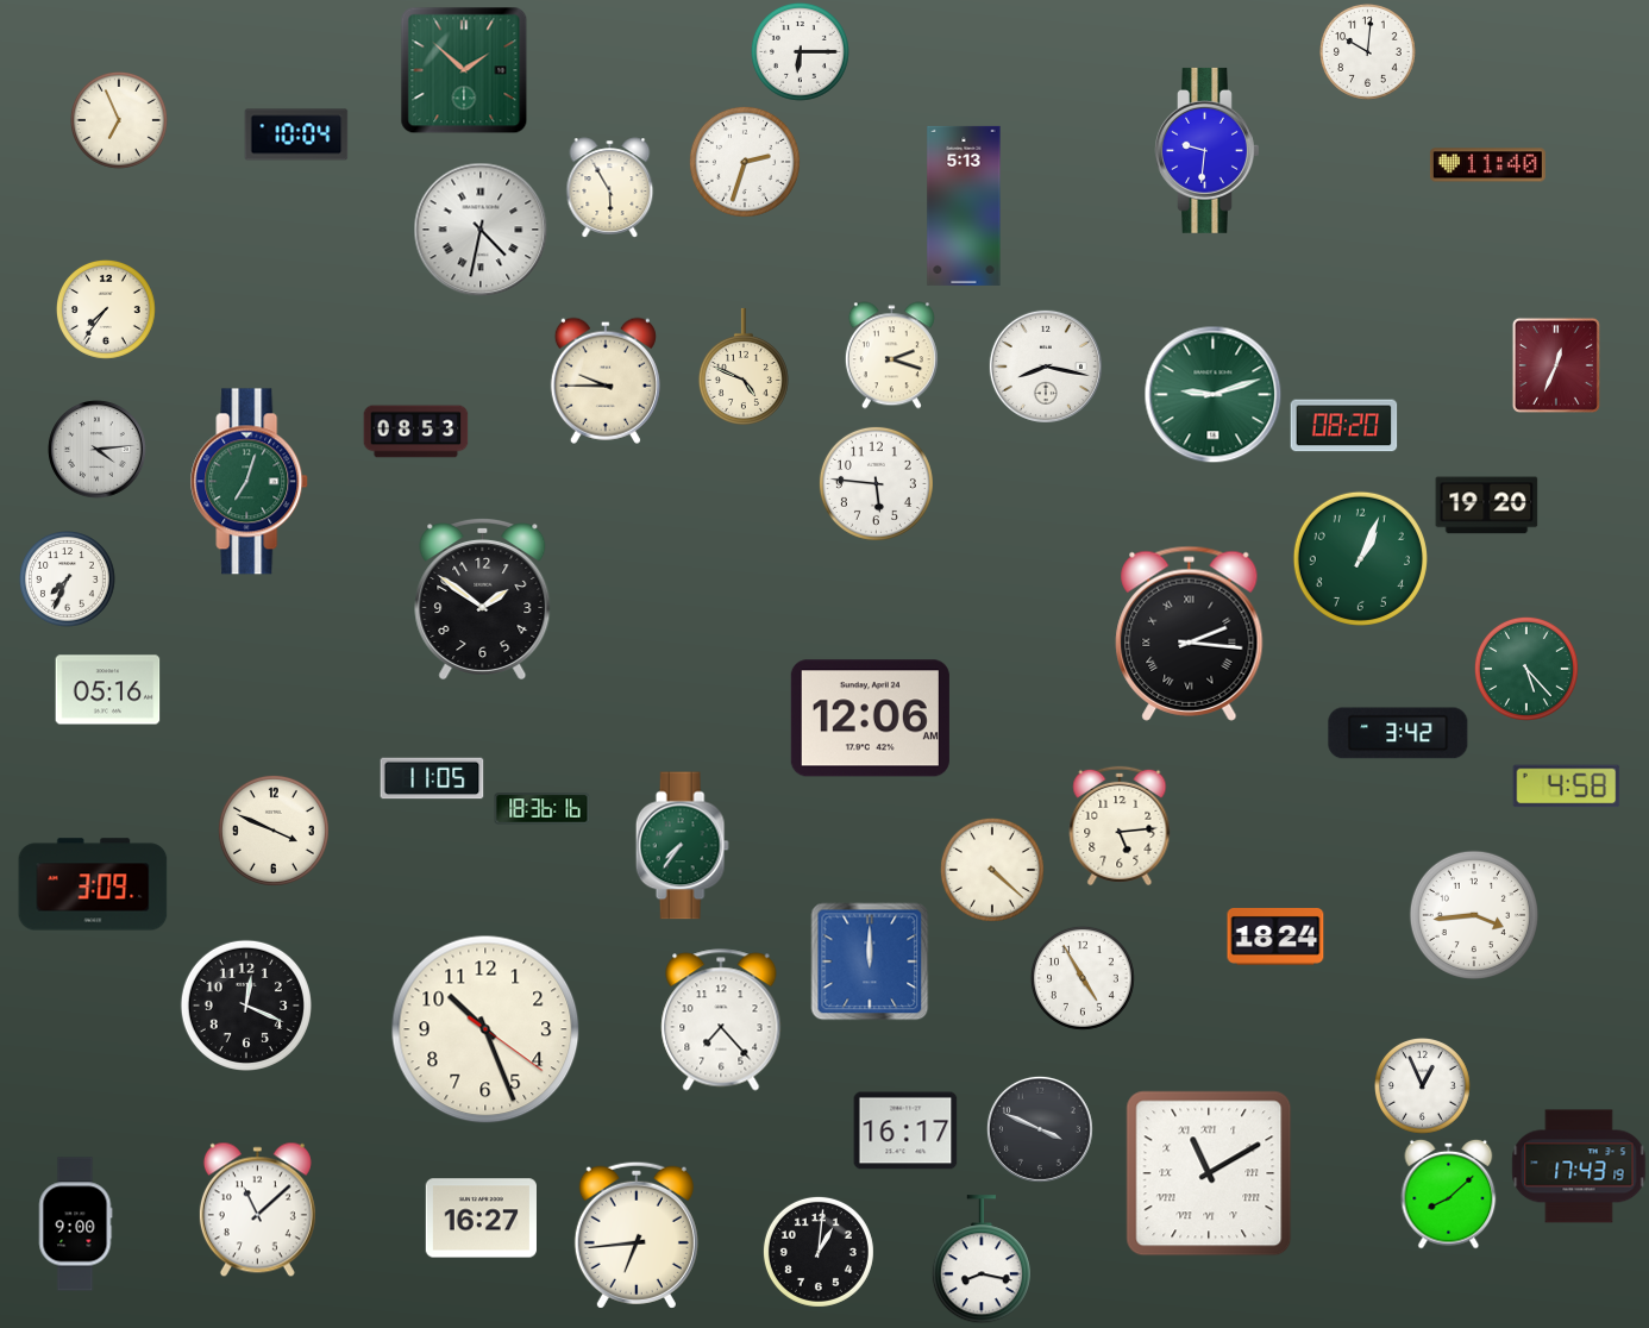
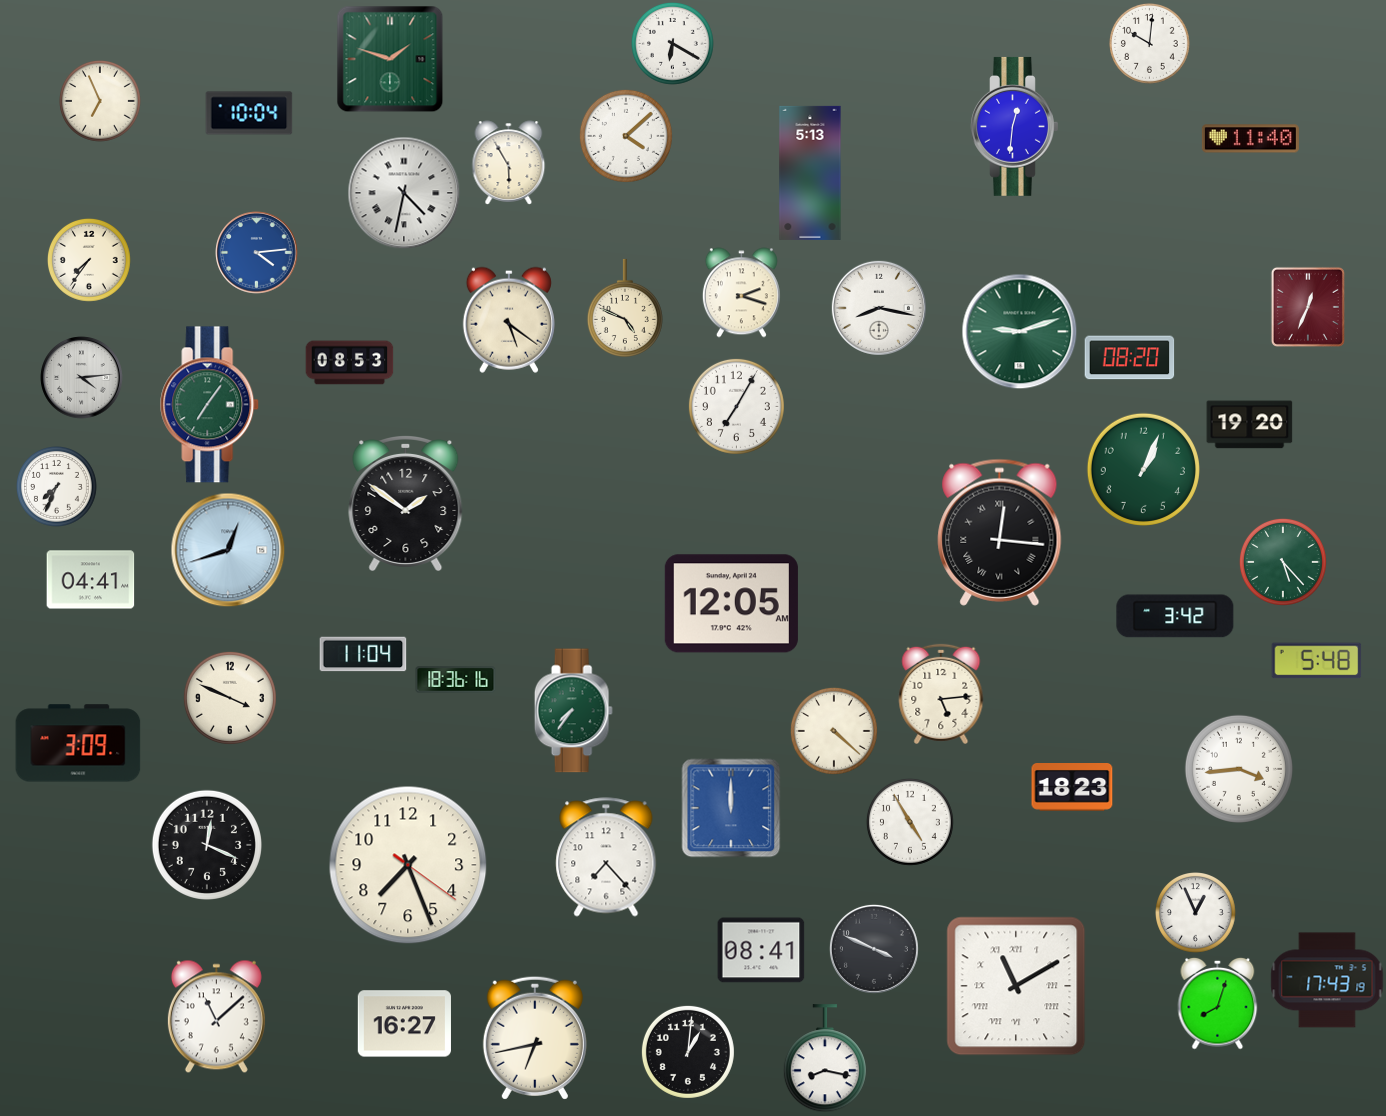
clock at (800, 51): 6:15 -> 6:20
clock at (464, 70): 1:52 -> 1:48
clock at (1208, 150): 9:31 -> 12:31
clock at (745, 162): 2:33 -> 4:08
clock at (610, 188) position: (610, 188) -> (509, 163)
clock at (257, 253): none -> 4:14
clock at (891, 356) position: (891, 356) -> (741, 293)
clock at (606, 381): 9:45 -> 5:21
clock at (250, 482): 7:03 -> 7:06
clock at (876, 483): 5:46 -> 7:05
clock at (1190, 633): 2:16 -> 12:16
clock at (228, 550): none -> 12:42
clock at (108, 690): 05:16 -> 04:41
clock at (870, 719): 12:06 -> 12:05
clock at (432, 778): 11:05 -> 11:04
clock at (1567, 787): 4:58 -> 5:48
clock at (1275, 938): 18:24 -> 18:23
clock at (485, 1029): 10:26 -> 7:26
clock at (905, 1130): 16:17 -> 08:41
clock at (1449, 1194): 8:08 -> 8:03
clock at (75, 1224): 9:00 -> none
clock at (637, 1235): 6:44 -> 6:43
